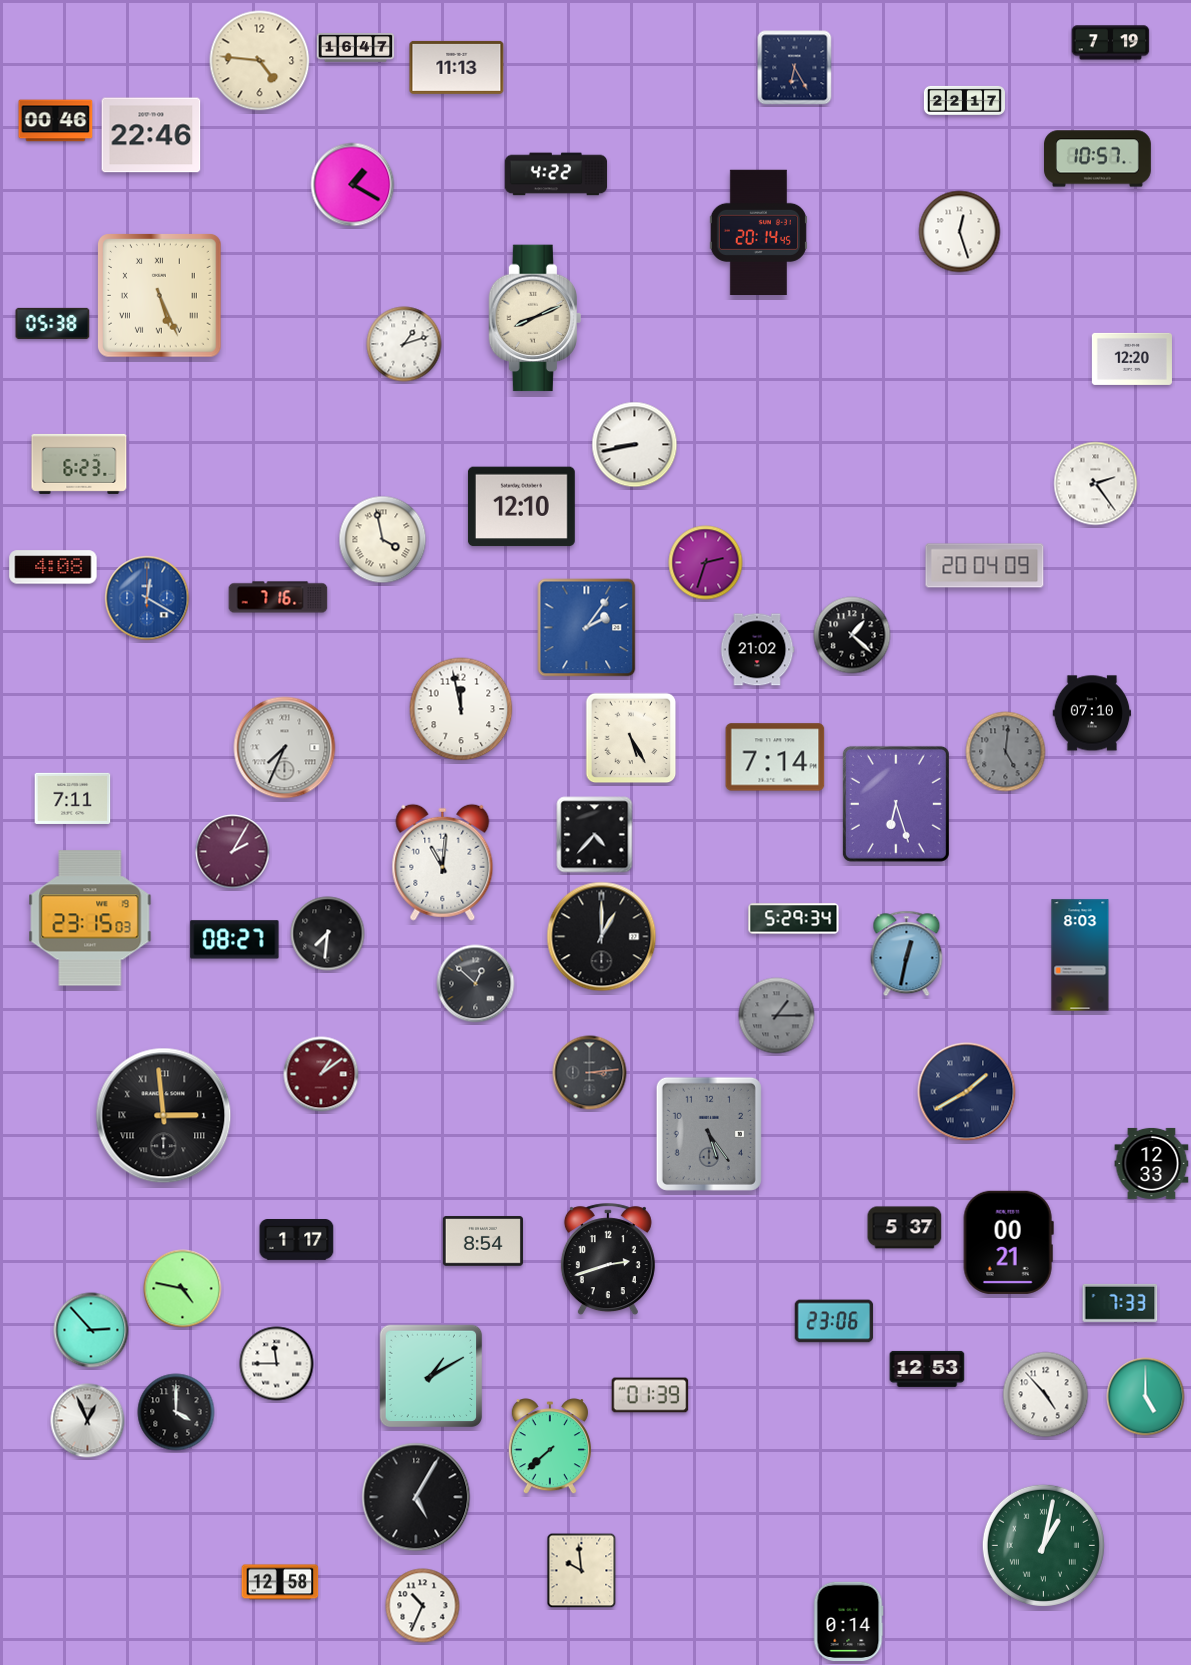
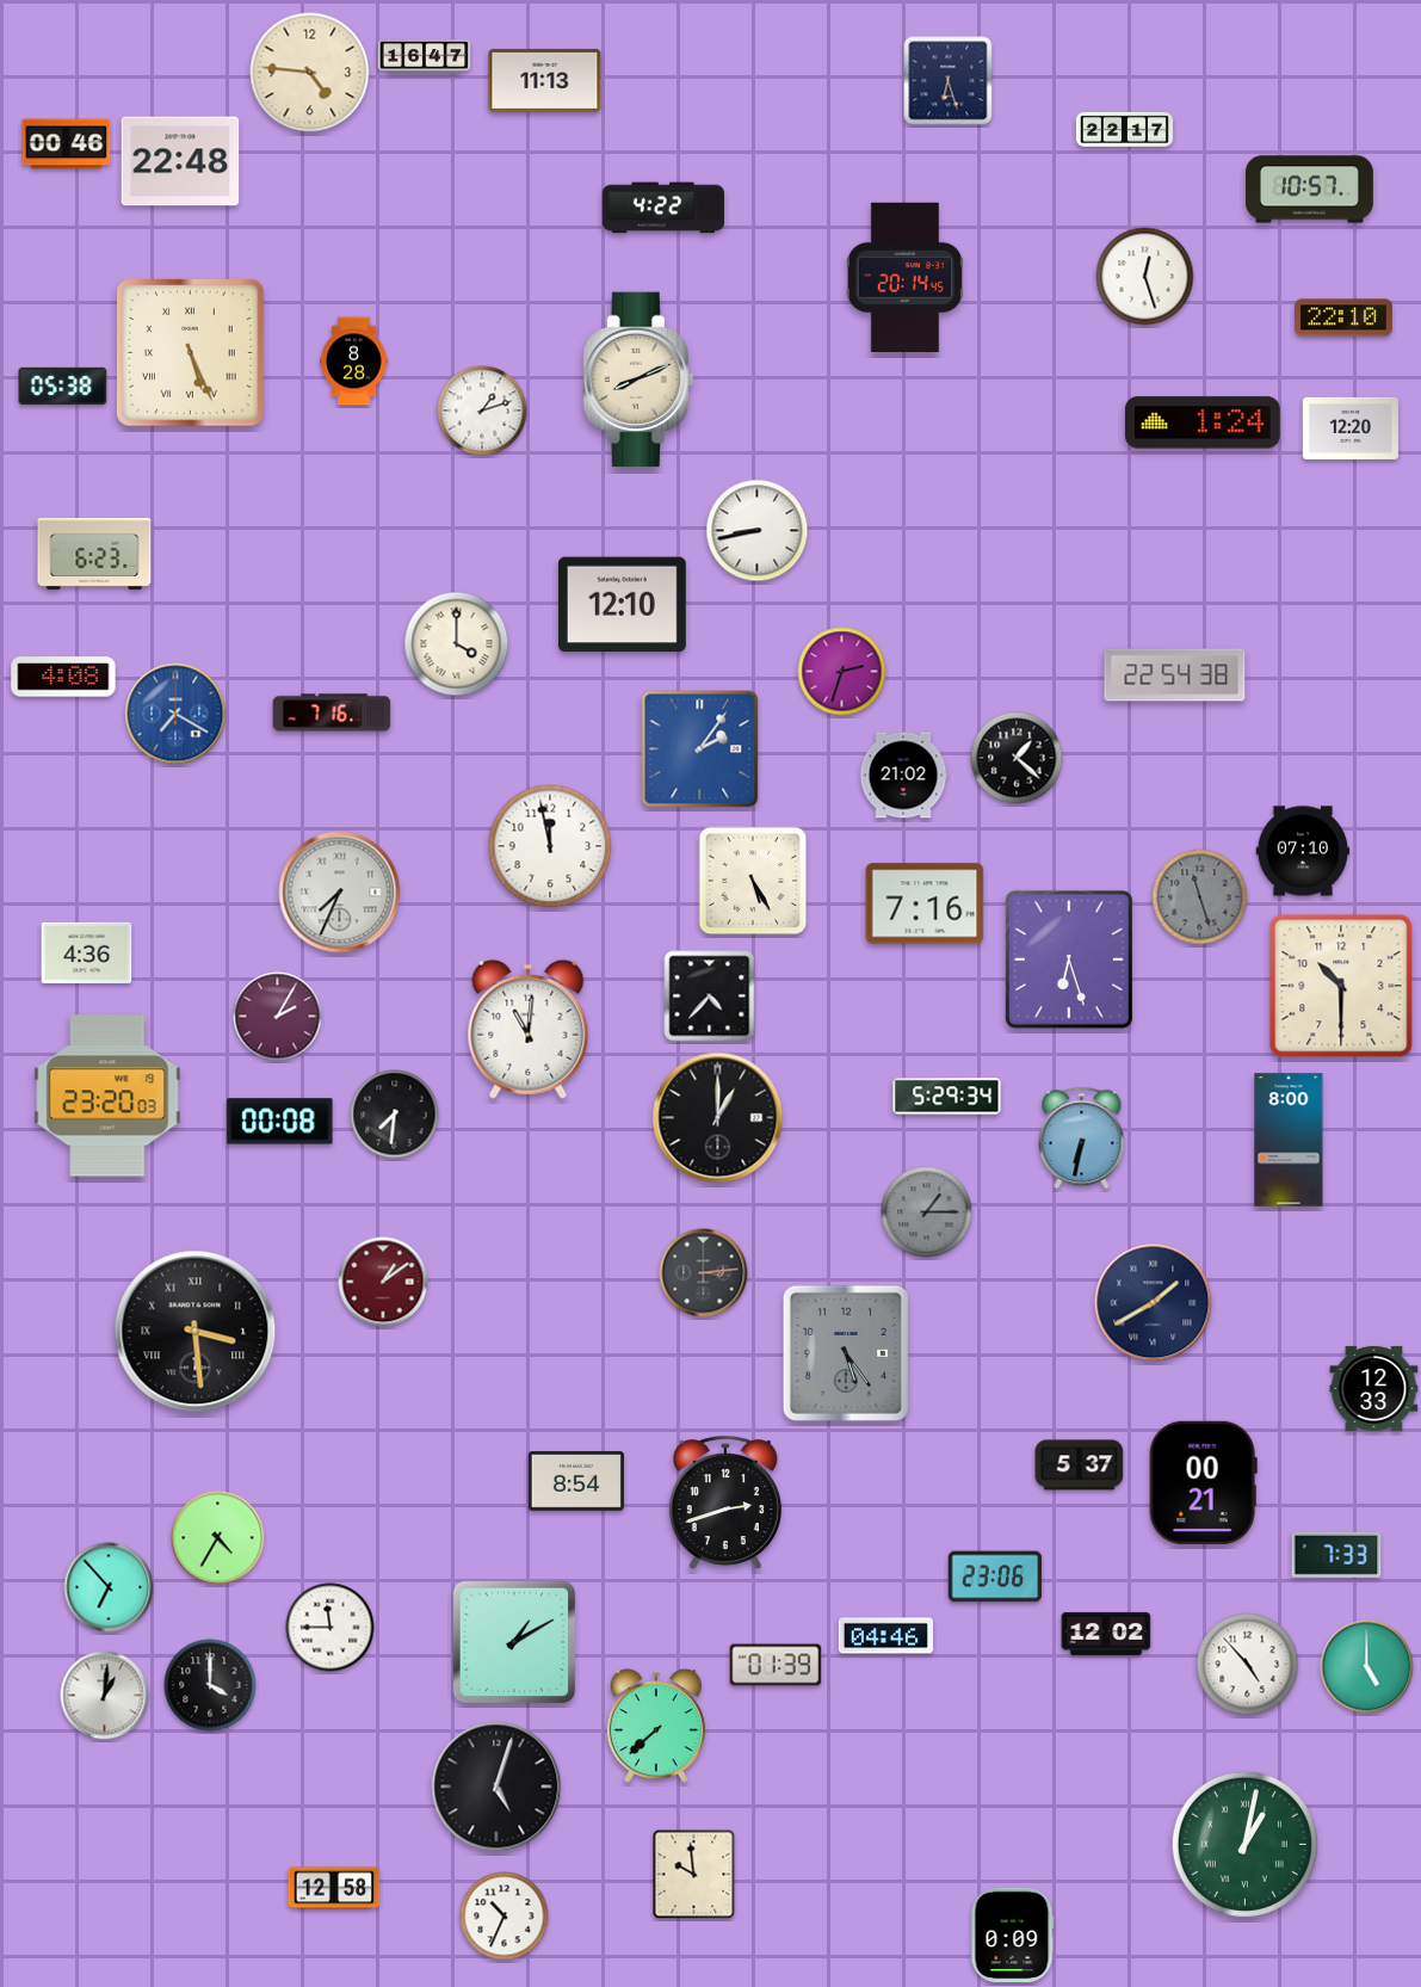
clock at (1111, 43): 7:19 -> none
clock at (795, 68): 6:25 -> 6:27
clock at (964, 100) position: (964, 100) -> (1124, 129)
clock at (151, 135): 22:46 -> 22:48
clock at (353, 185): 1:20 -> none
clock at (1343, 317): none -> 22:10
clock at (354, 362): none -> 8:28
clock at (1203, 422): none -> 1:24
clock at (1096, 484): 2:24 -> none
clock at (383, 540): 3:58 -> 4:00
clock at (985, 566): 20:04 -> 22:54
clock at (147, 598): 12:20 -> 7:20
clock at (1006, 752): 5:01 -> 11:27
clock at (775, 757): 7:14 -> 7:16
clock at (73, 798): 7:11 -> 4:36
clock at (1341, 986): none -> 10:30
clock at (90, 918): 23:15 -> 23:20
clock at (328, 934) position: (328, 934) -> (395, 1115)
clock at (235, 940): 08:27 -> 00:08
clock at (907, 954): 12:32 -> 6:32
clock at (1080, 955): 8:03 -> 8:00
clock at (476, 984): 12:52 -> none
clock at (590, 1073) position: (590, 1073) -> (704, 1273)
clock at (164, 1116): 2:59 -> 3:29
clock at (297, 1240): 1:17 -> none
clock at (183, 1289): 4:47 -> 4:35
clock at (91, 1330): 2:53 -> 6:53
clock at (927, 1369): 12:53 -> 12:02
clock at (885, 1636): none -> 04:46
clock at (88, 1421): 12:56 -> 1:01
clock at (416, 1497): 5:05 -> 5:03
clock at (848, 1621): 0:14 -> 0:09
